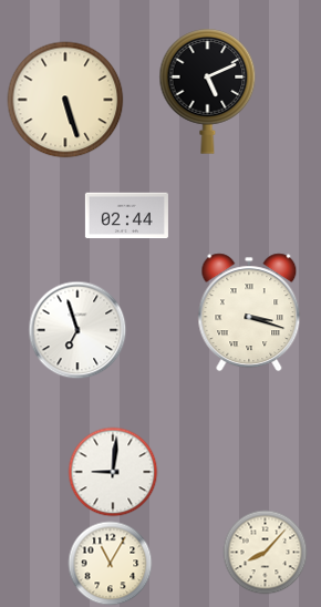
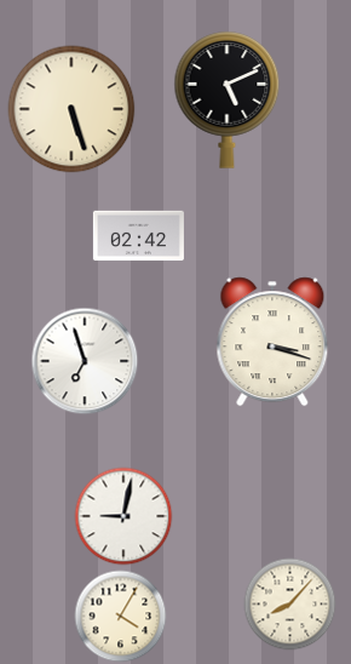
clock at (126, 216): 02:44 -> 02:42
clock at (113, 472): 9:01 -> 9:02
clock at (111, 564): 11:05 -> 4:05
